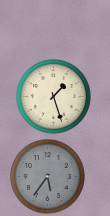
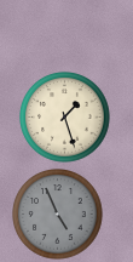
clock at (48, 177): 5:36 -> 4:56
